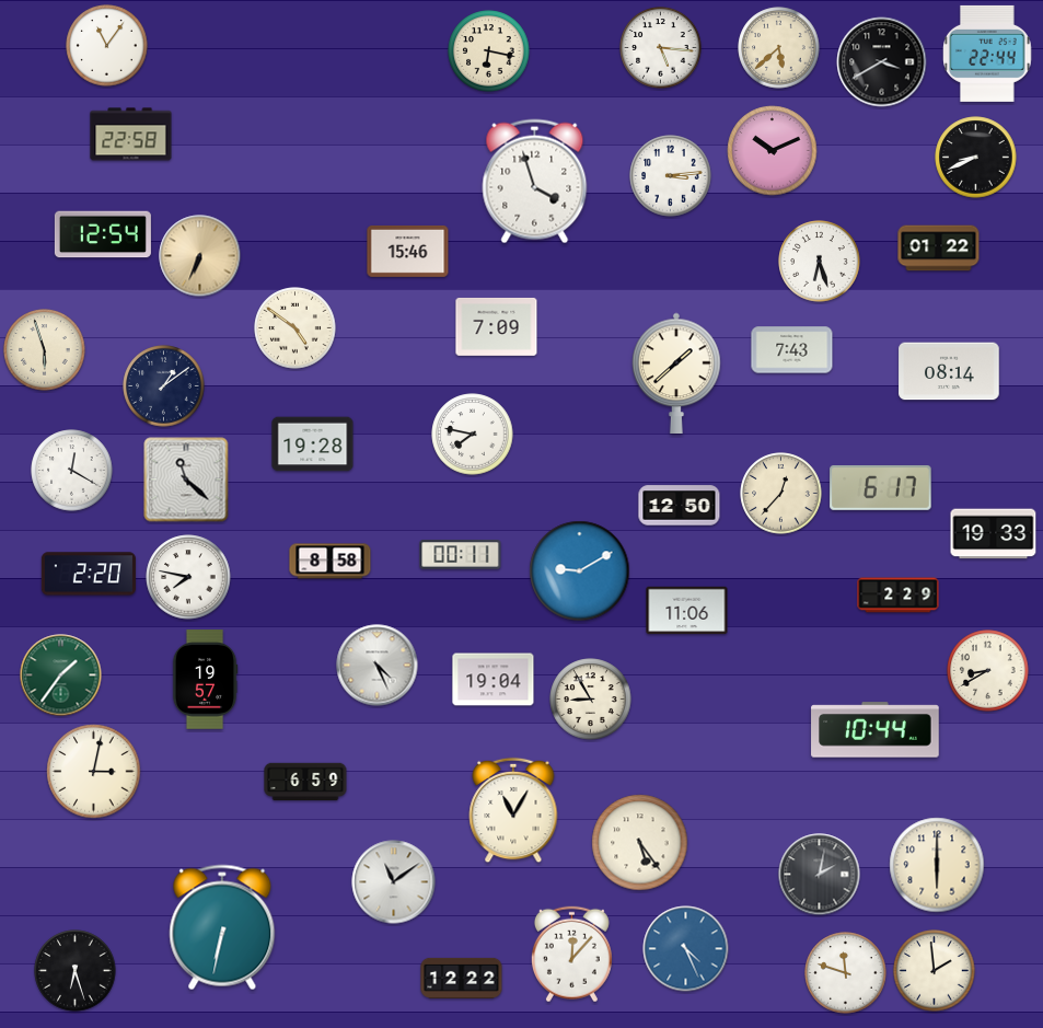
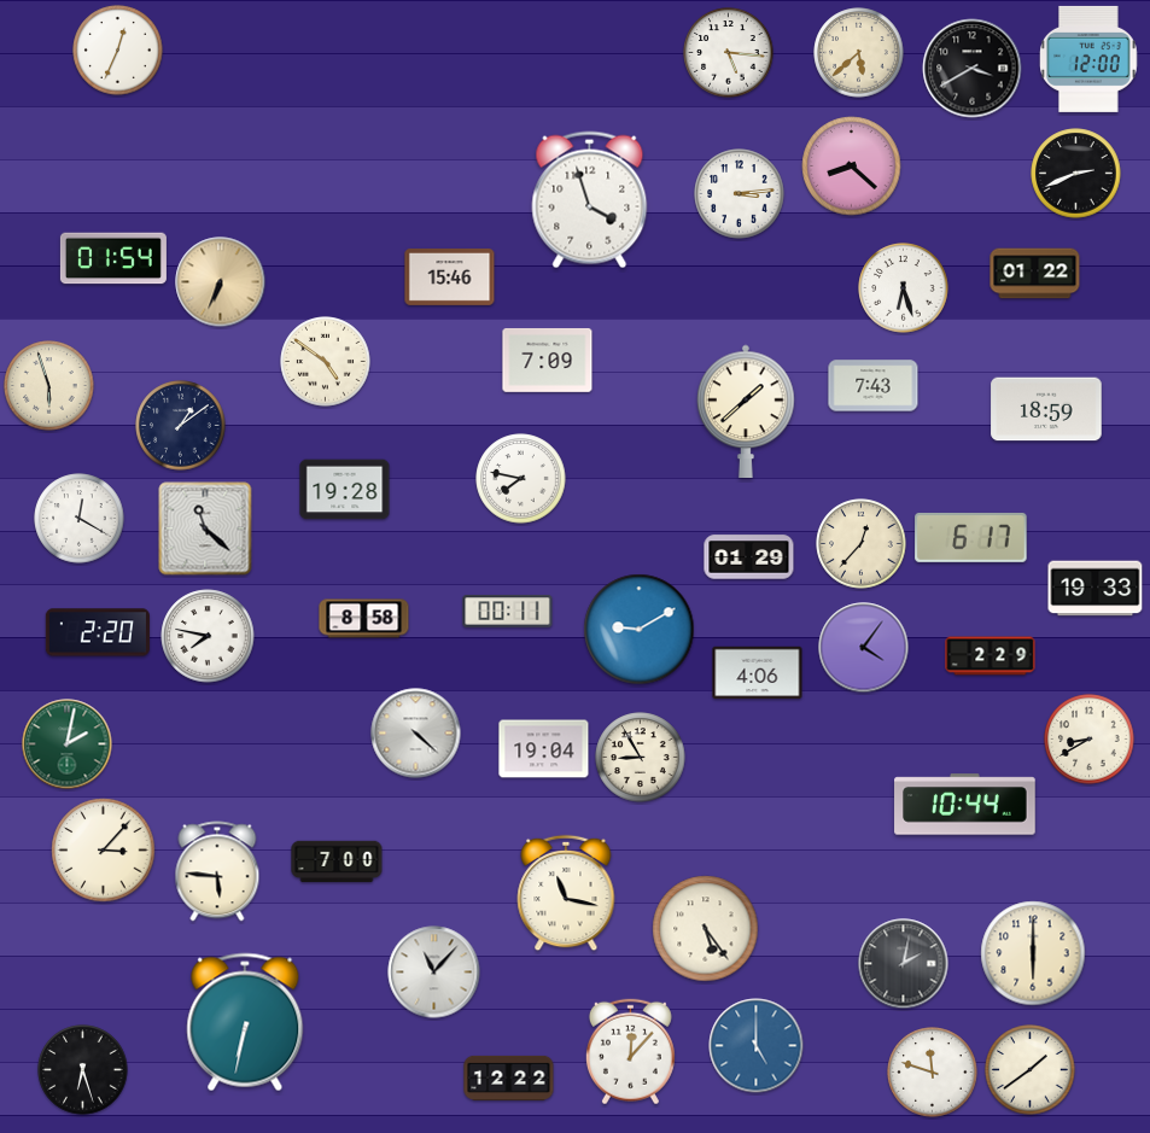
clock at (107, 46): 11:06 -> 12:34
clock at (489, 51): 6:17 -> none
clock at (988, 54): 22:44 -> 12:00
clock at (131, 135): 22:58 -> none
clock at (773, 151): 10:11 -> 8:22
clock at (976, 158): 8:41 -> 2:41
clock at (103, 234): 12:54 -> 01:54
clock at (949, 371): 08:14 -> 18:59
clock at (680, 506): 12:50 -> 01:29
clock at (864, 648): none -> 4:06
clock at (687, 611): 11:06 -> 4:06
clock at (378, 666): 4:26 -> 4:22
clock at (61, 675): 1:36 -> 2:02
clock at (205, 680): 19:57 -> none
clock at (591, 700) position: (591, 700) -> (641, 758)
clock at (94, 772): 3:02 -> 3:07
clock at (305, 782): 6:59 -> 7:00
clock at (217, 871): none -> 5:46
clock at (513, 810): 11:05 -> 11:17
clock at (394, 882): 11:09 -> 11:07
clock at (686, 949): 4:26 -> 5:00
clock at (935, 971): 1:59 -> 1:39
